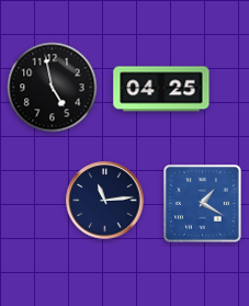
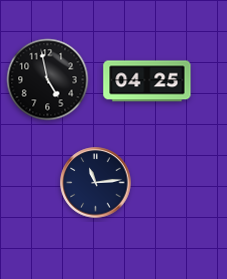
clock at (203, 204): 1:20 -> none
